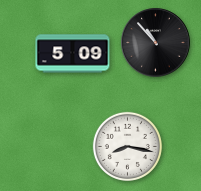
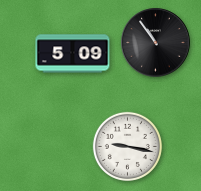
clock at (156, 43): 10:53 -> 10:54
clock at (127, 146): 8:17 -> 9:17
